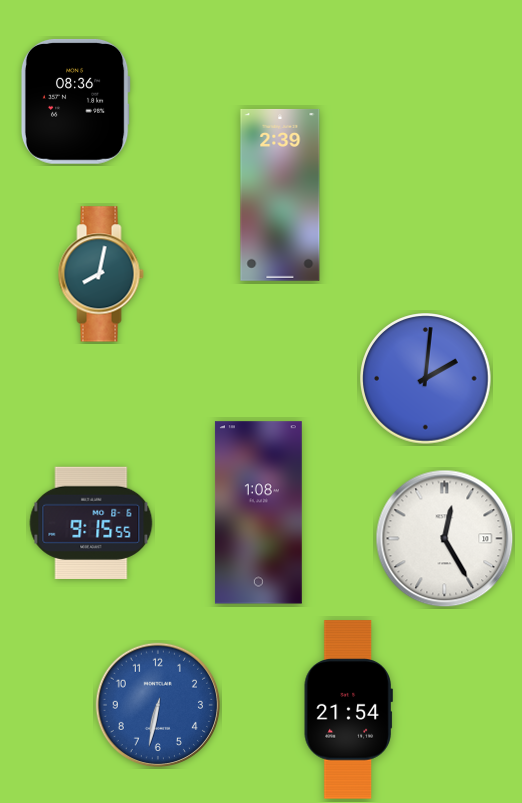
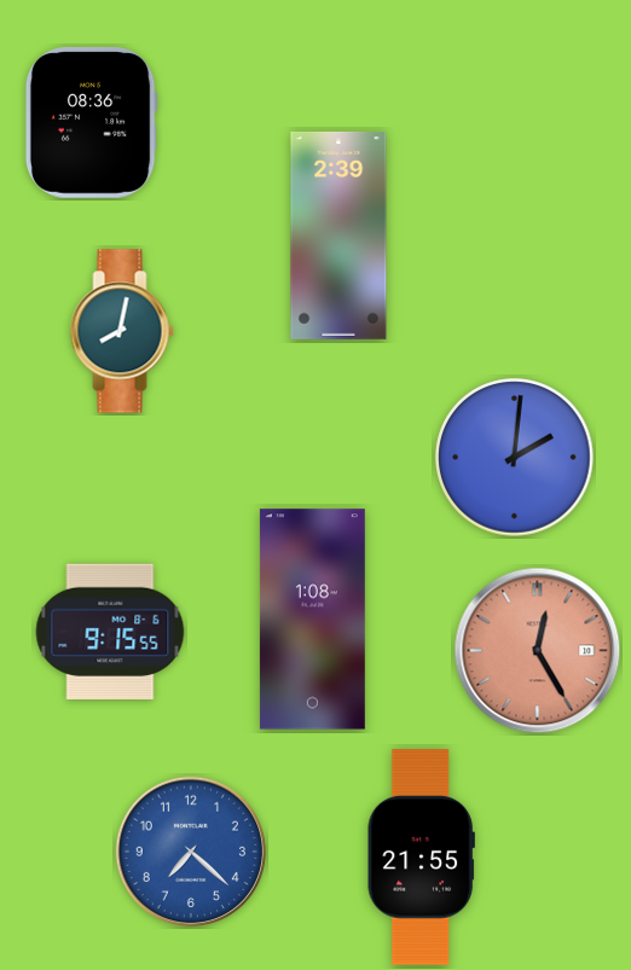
clock at (445, 539) dial: white -> salmon
clock at (157, 704): 6:32 -> 7:22
clock at (348, 710): 21:54 -> 21:55
